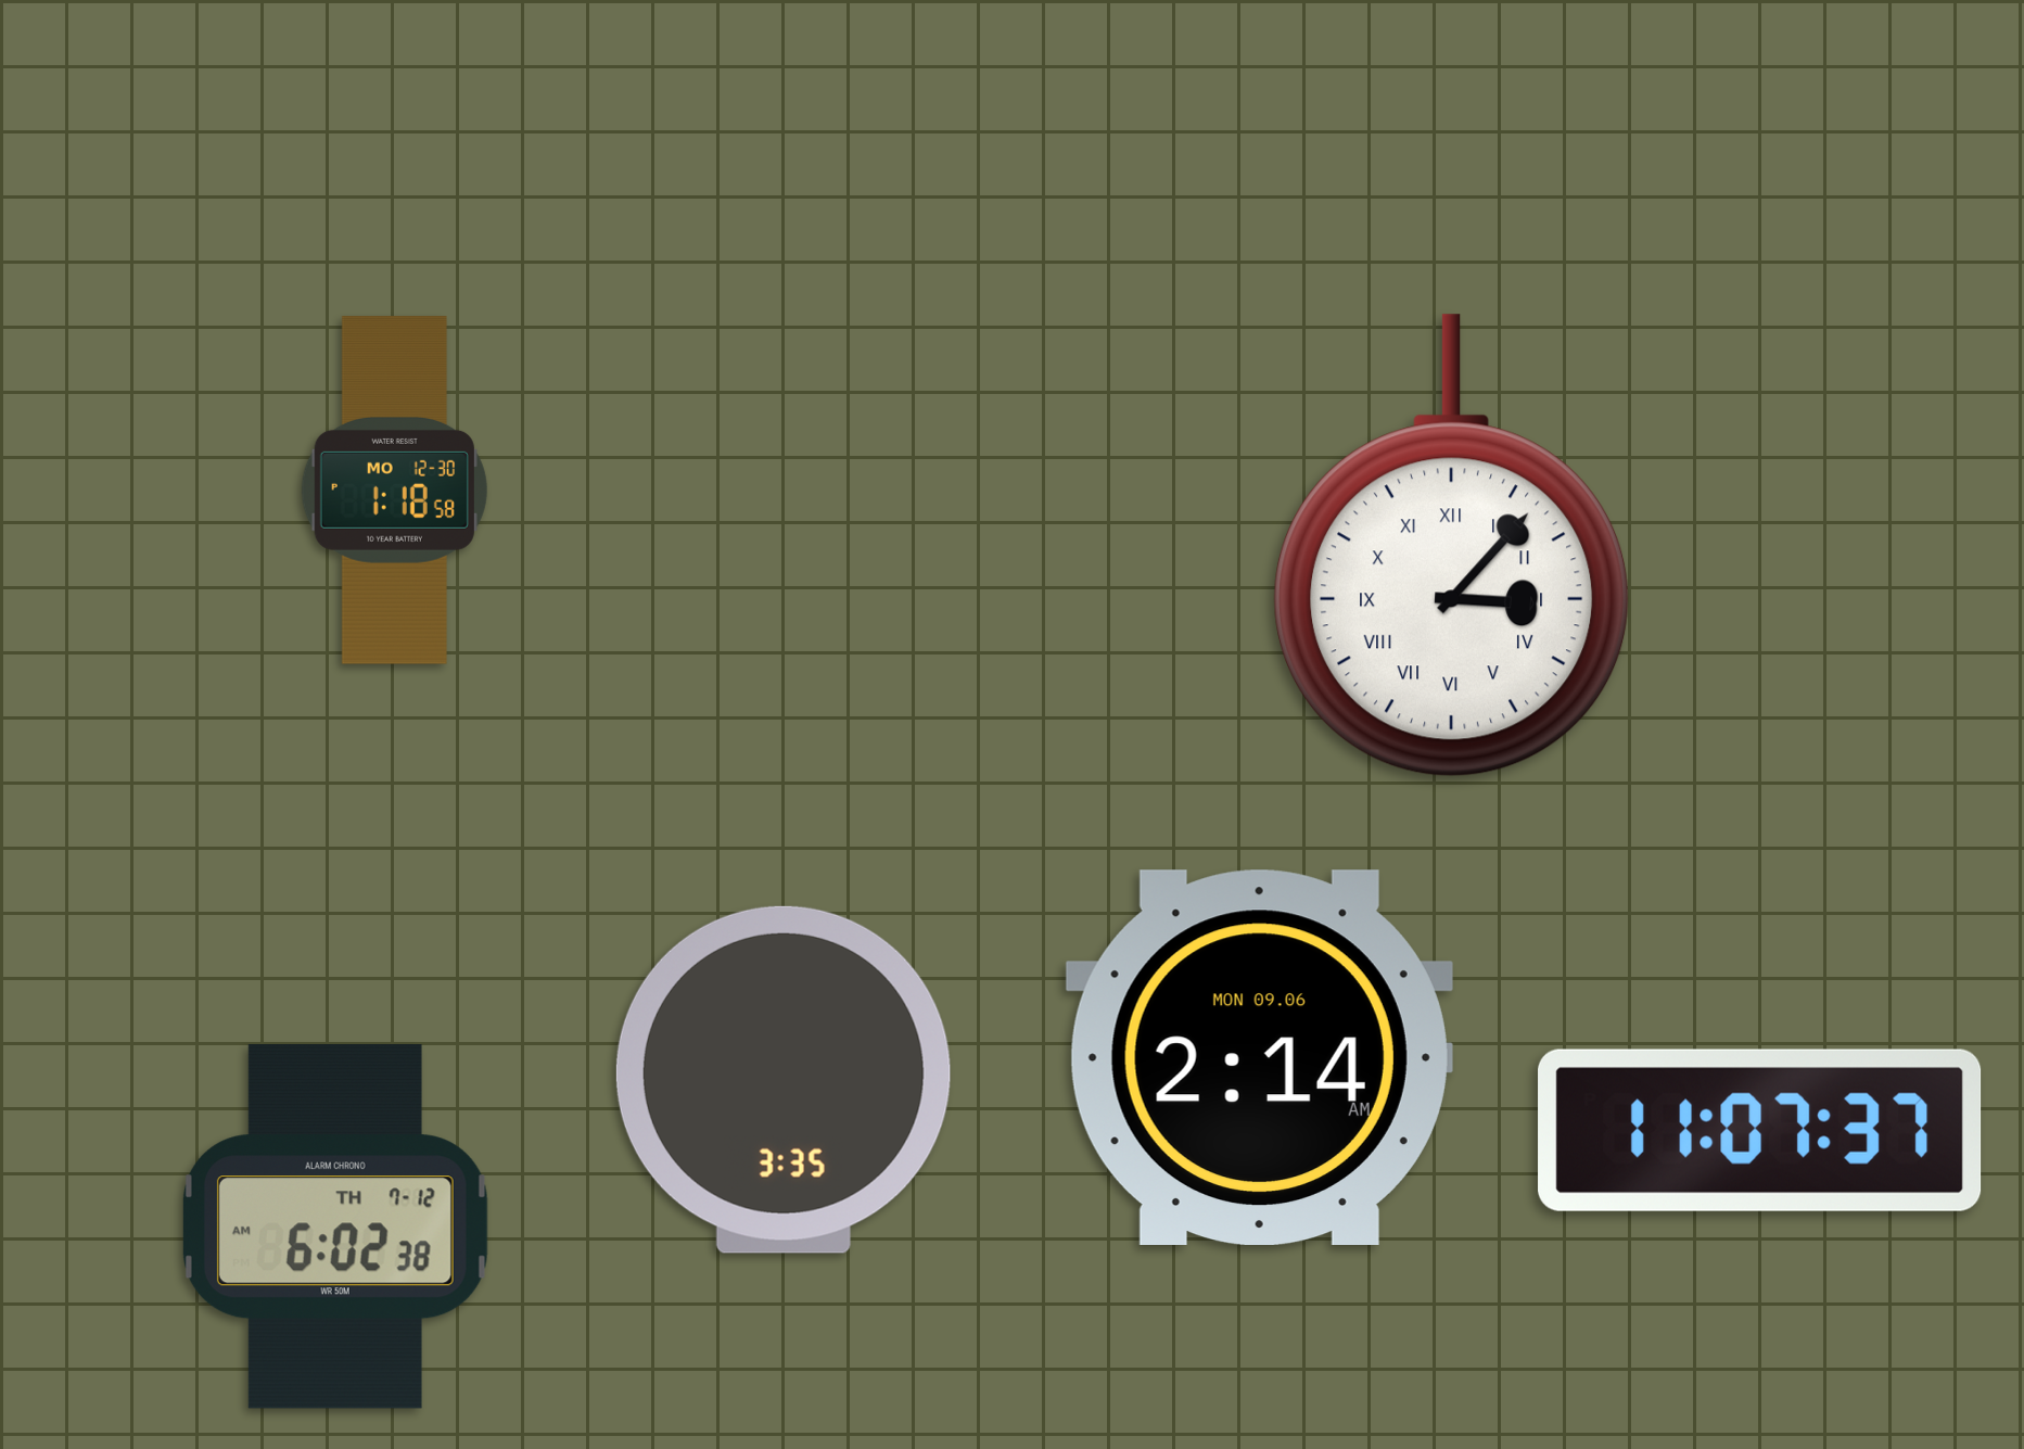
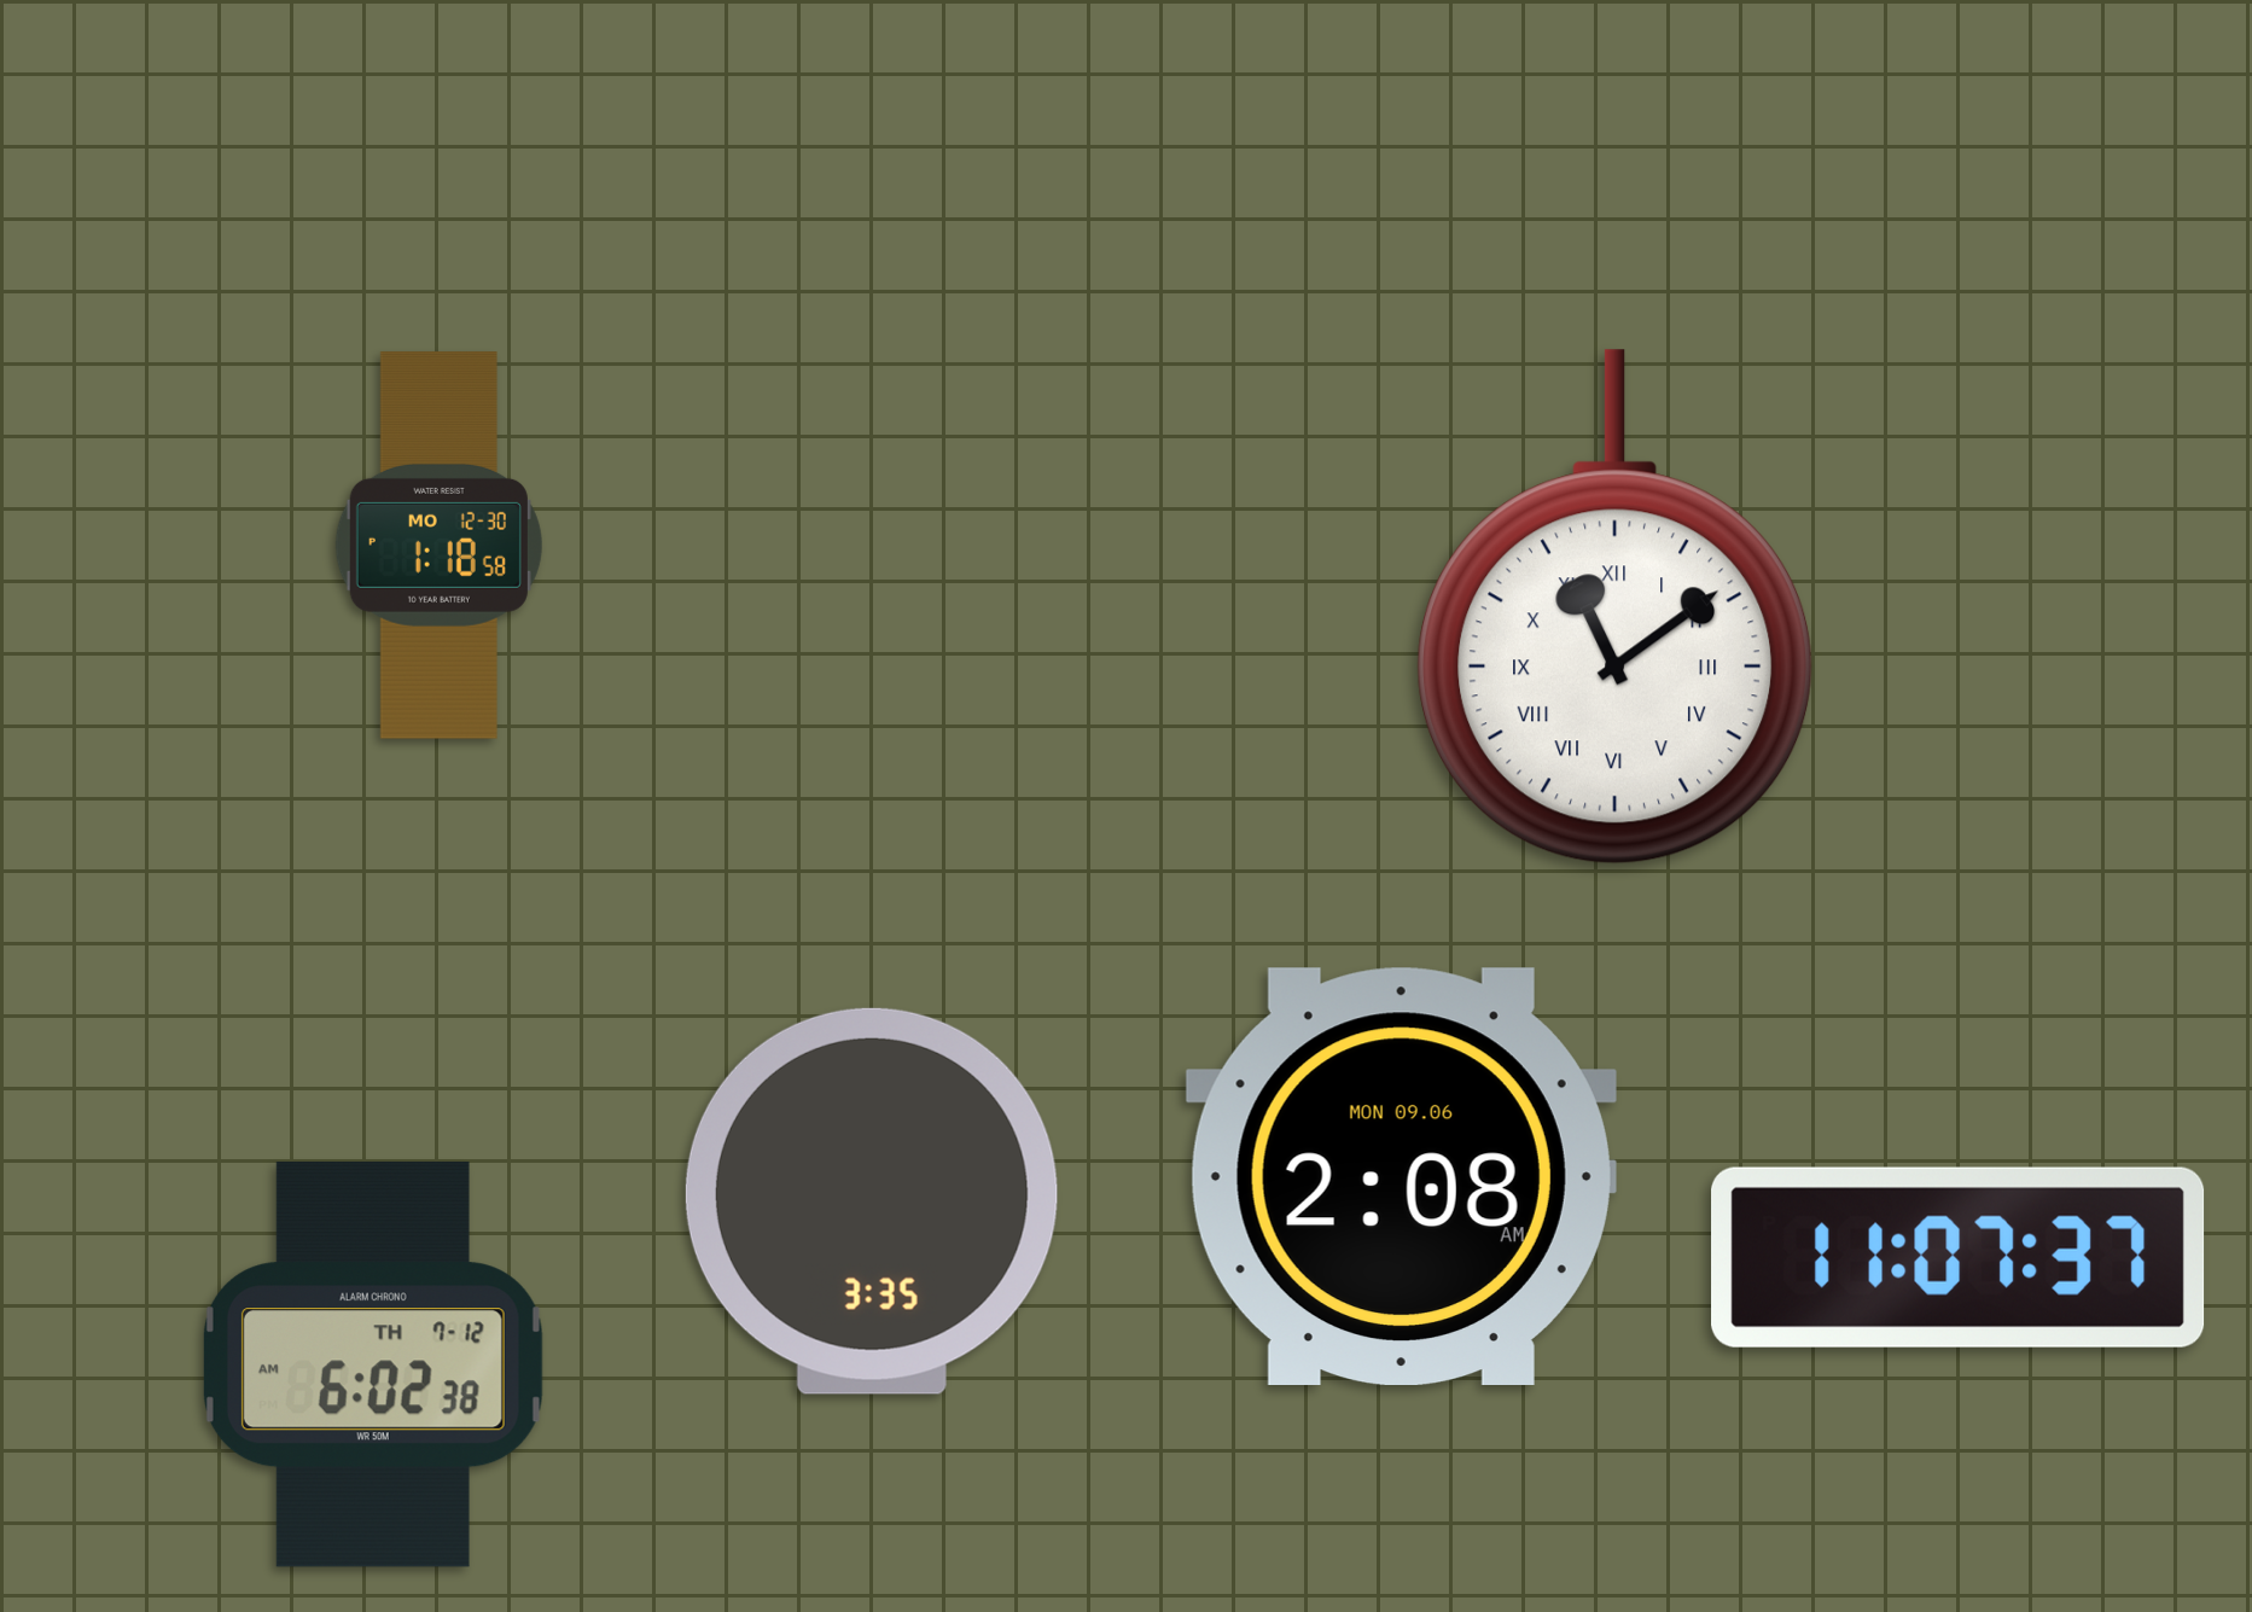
clock at (1452, 546): 3:07 -> 11:09
clock at (1259, 1057): 2:14 -> 2:08
